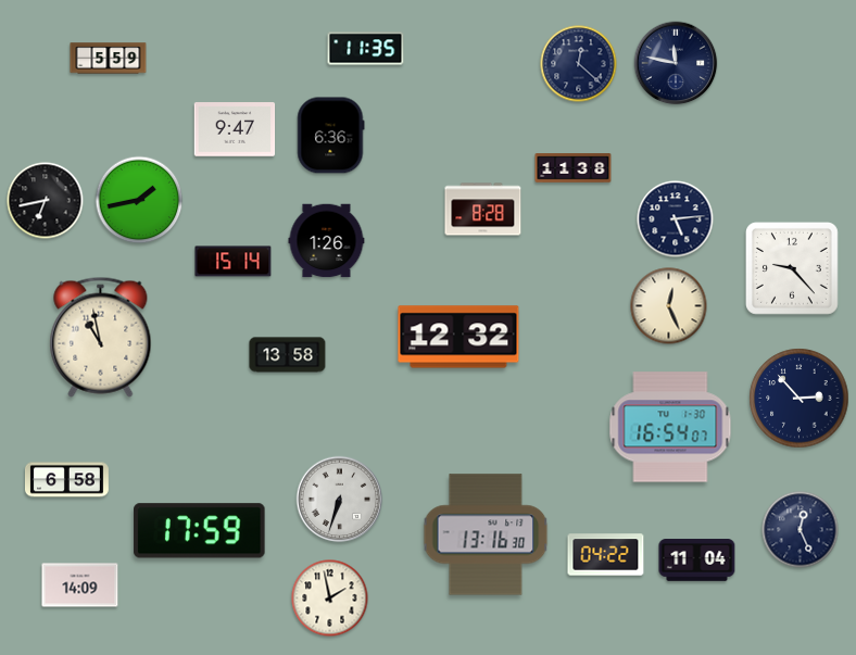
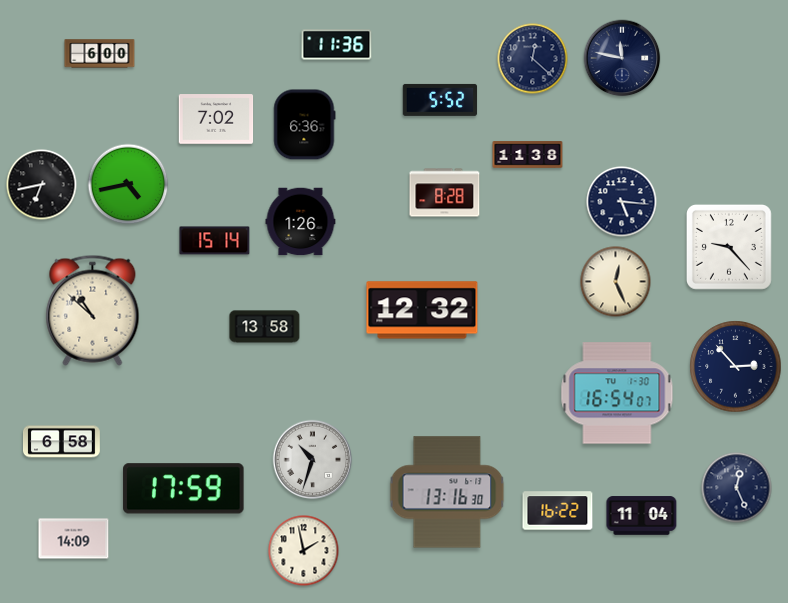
clock at (366, 49): 11:35 -> 11:36
clock at (109, 59): 5:59 -> 6:00
clock at (440, 100): none -> 5:52
clock at (235, 129): 9:47 -> 7:02
clock at (139, 200): 1:43 -> 4:43
clock at (676, 219): 5:14 -> 5:16
clock at (101, 337): 10:58 -> 10:52
clock at (340, 500): 6:33 -> 10:33
clock at (606, 555): 04:22 -> 16:22
